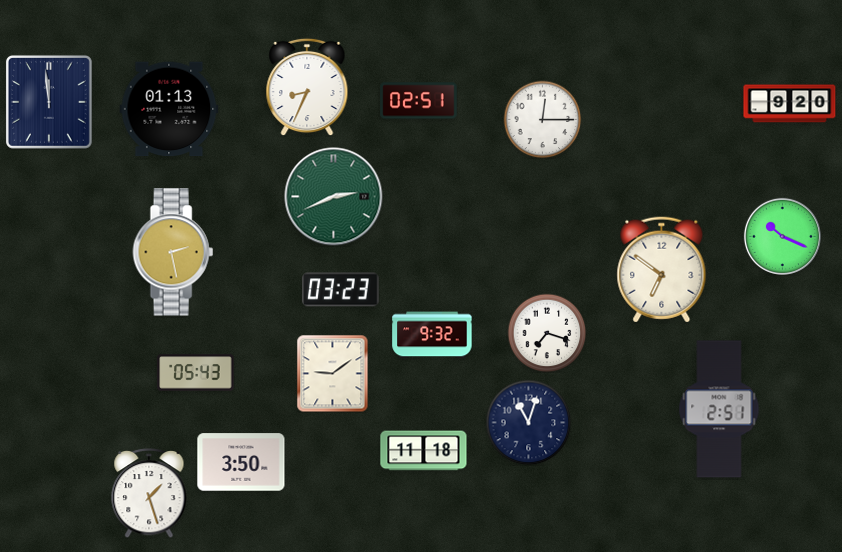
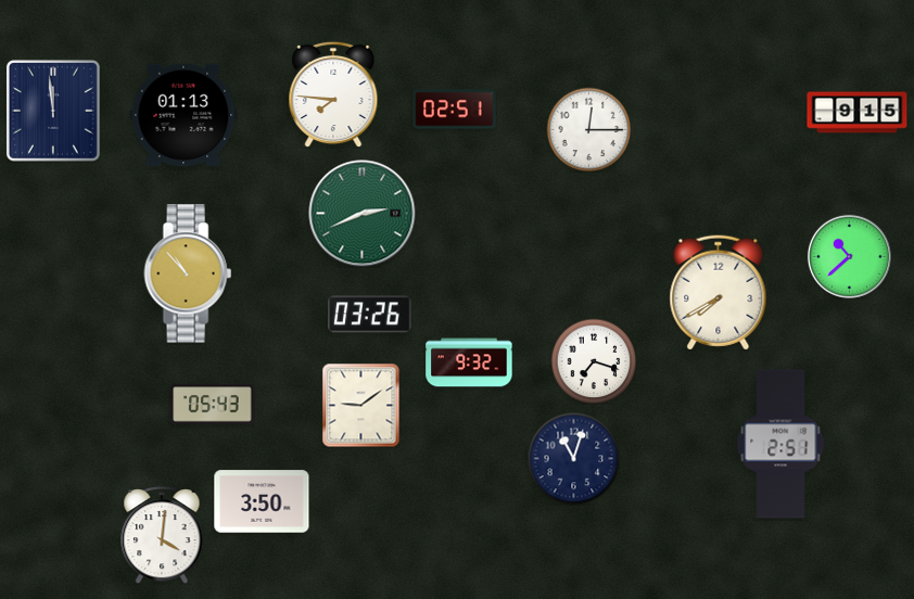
clock at (307, 87): 8:34 -> 7:46
clock at (790, 104): 9:20 -> 9:15
clock at (169, 109) position: (169, 109) -> (183, 115)
clock at (782, 236): 10:19 -> 10:38
clock at (173, 252): 2:28 -> 10:53
clock at (662, 270): 6:51 -> 7:40
clock at (341, 290): 03:23 -> 03:26
clock at (424, 451): 11:18 -> none
clock at (149, 494): 1:27 -> 4:01
